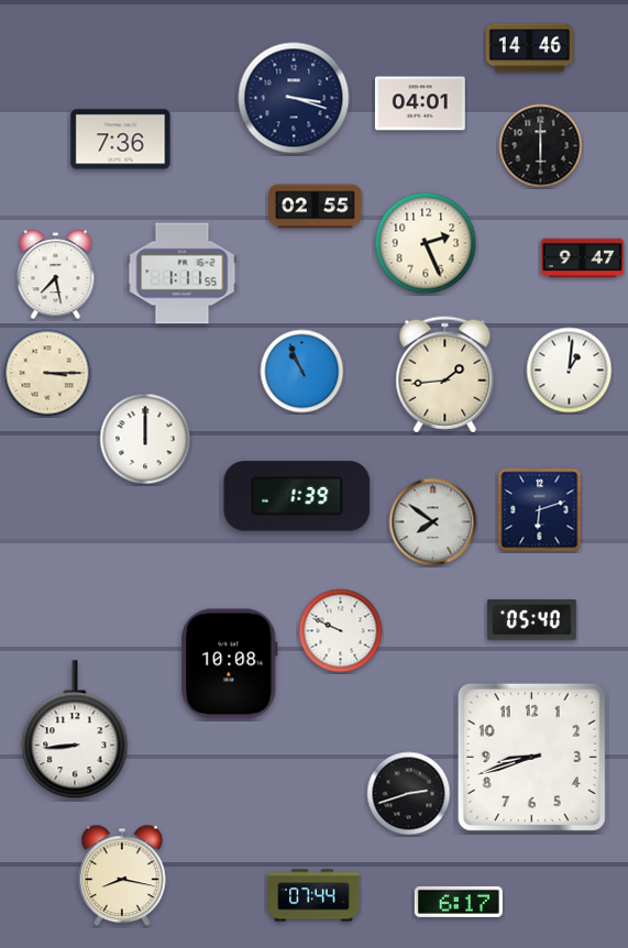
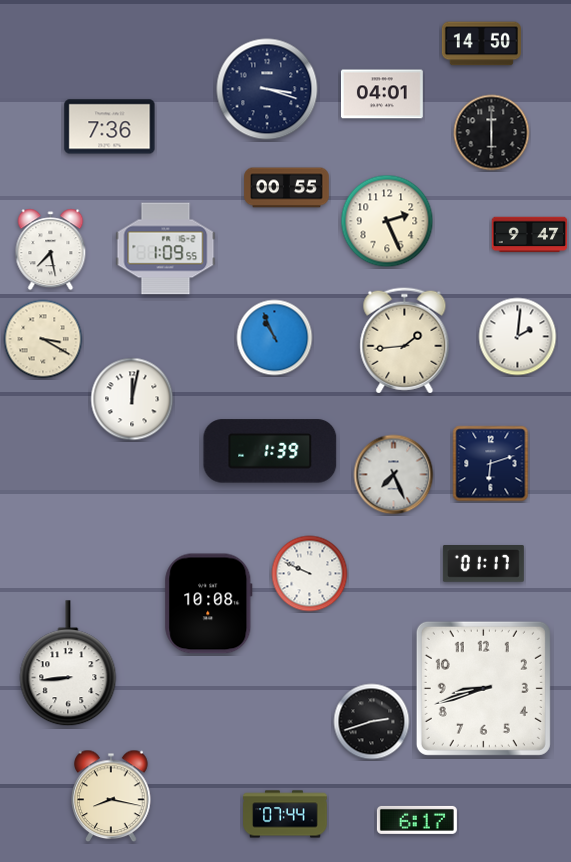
clock at (529, 48): 14:46 -> 14:50
clock at (316, 207): 02:55 -> 00:55
clock at (183, 274): 1:11 -> 1:09
clock at (570, 371): 1:01 -> 2:01
clock at (47, 373): 3:15 -> 3:20
clock at (145, 439): 12:00 -> 12:02
clock at (433, 522): 7:51 -> 7:26
clock at (531, 620): 05:40 -> 01:17
